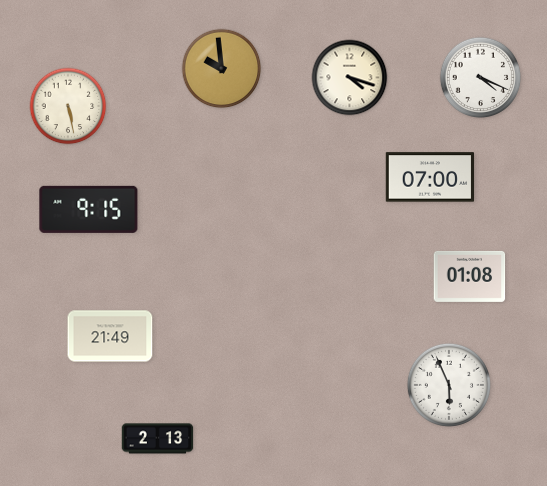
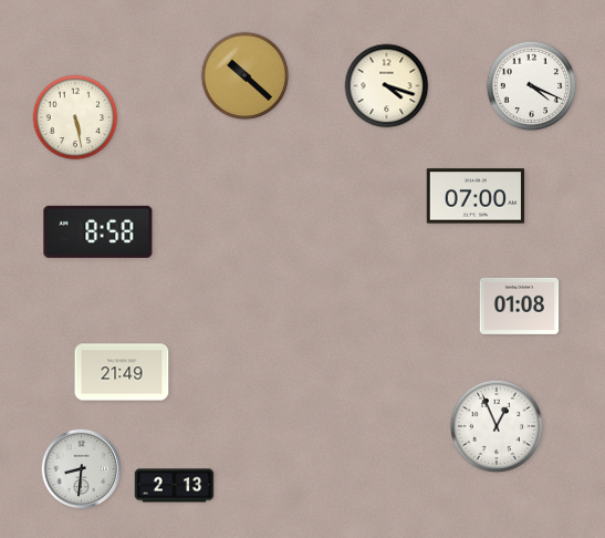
clock at (222, 69): 9:59 -> 10:22
clock at (89, 209): 9:15 -> 8:58
clock at (449, 385): 5:56 -> 12:56
clock at (82, 469): none -> 8:31
